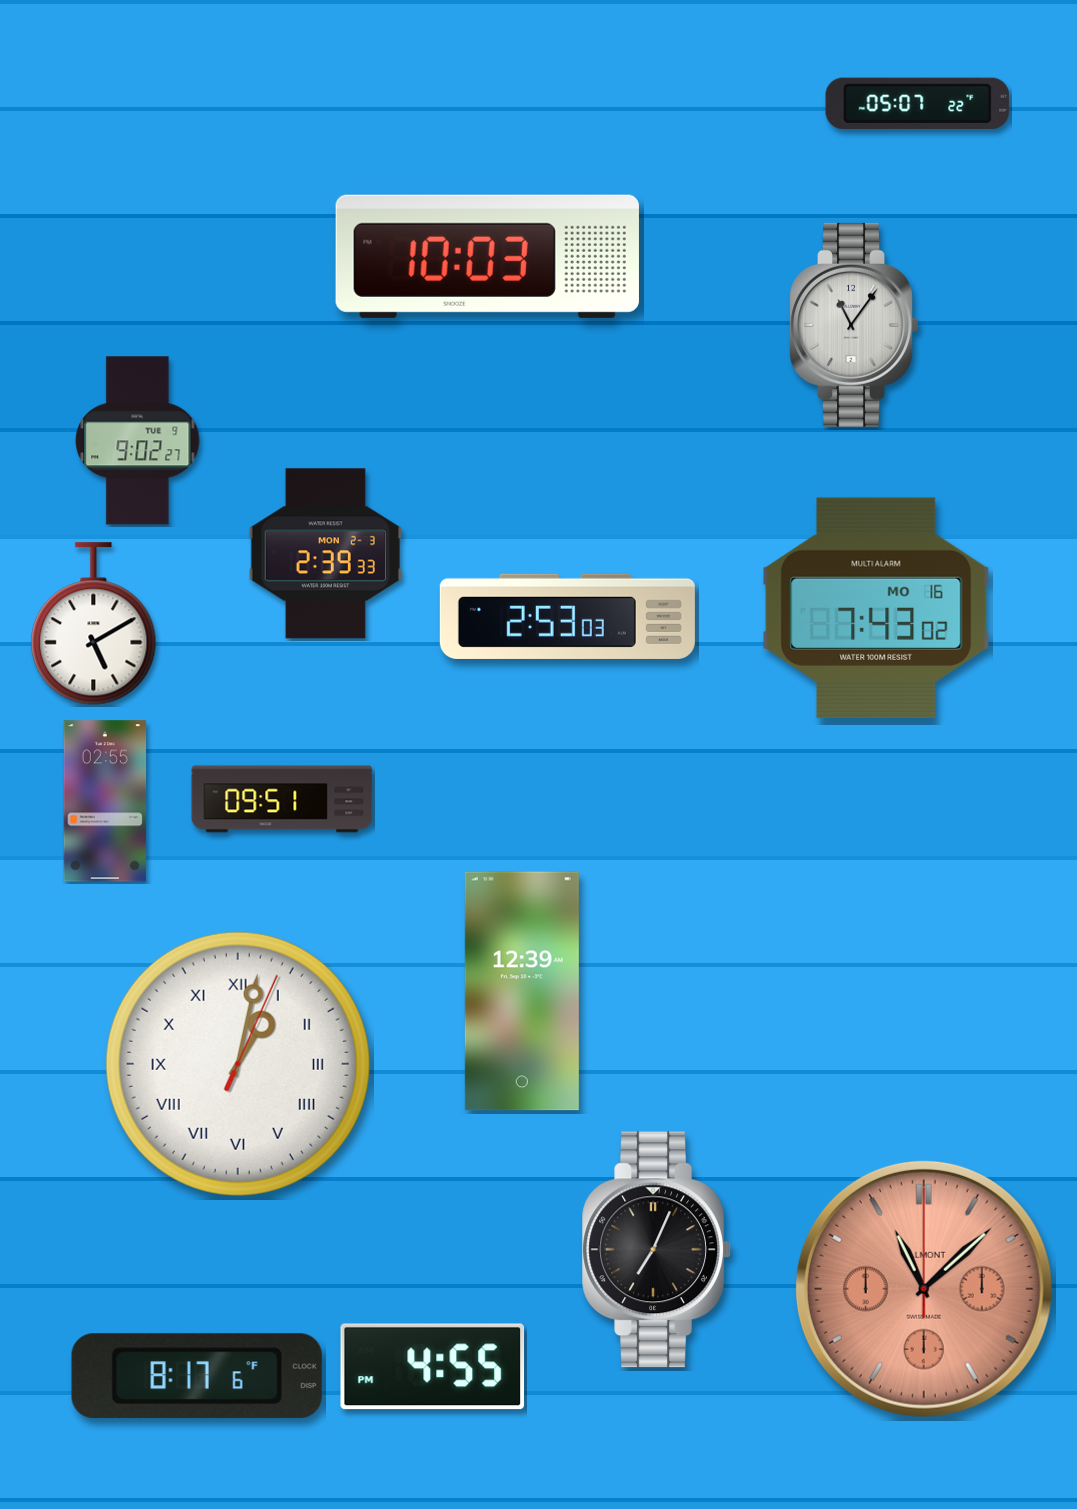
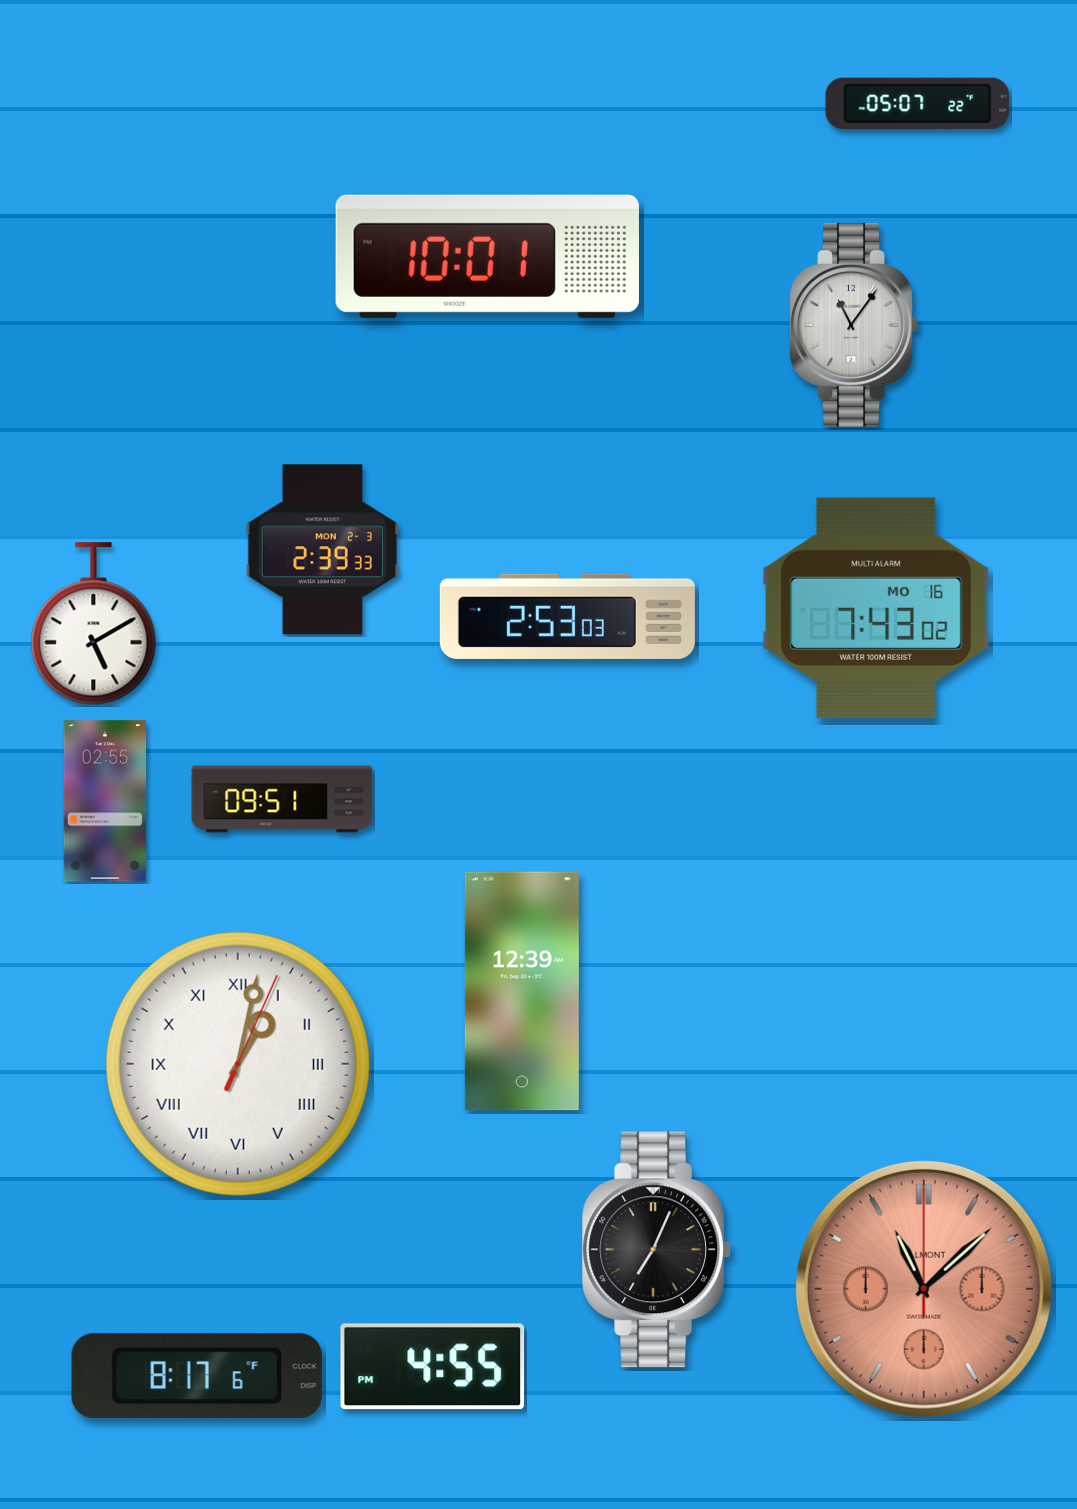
clock at (487, 256): 10:03 -> 10:01
clock at (138, 441): 9:02 -> none
clock at (325, 554) position: (325, 554) -> (322, 550)
